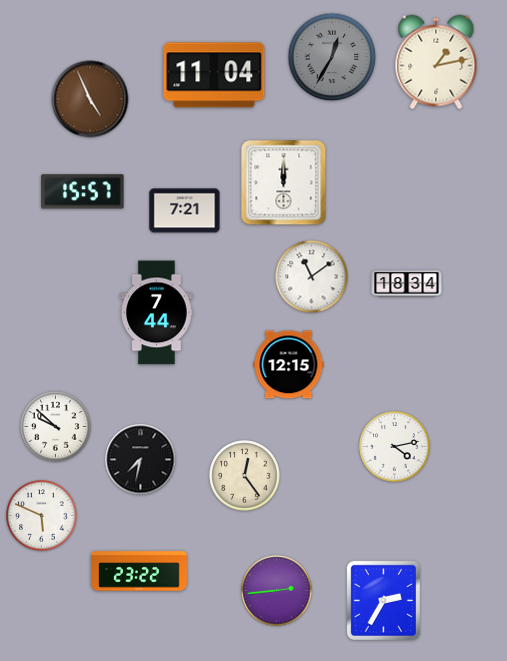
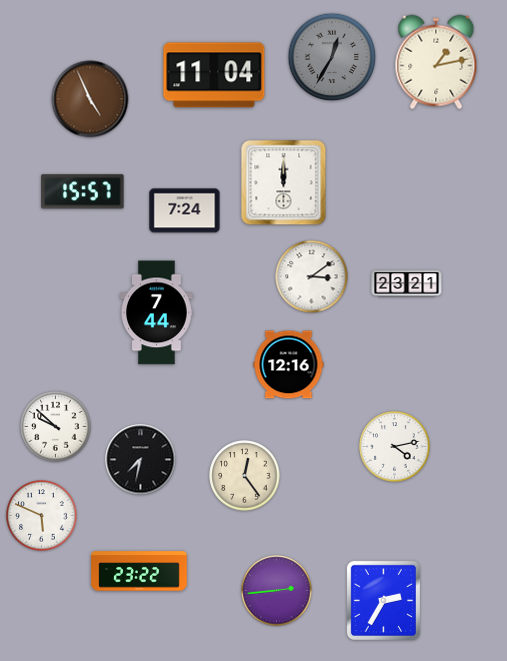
clock at (185, 211): 7:21 -> 7:24
clock at (312, 277): 11:09 -> 3:09
clock at (407, 284): 18:34 -> 23:21
clock at (289, 365): 12:15 -> 12:16
